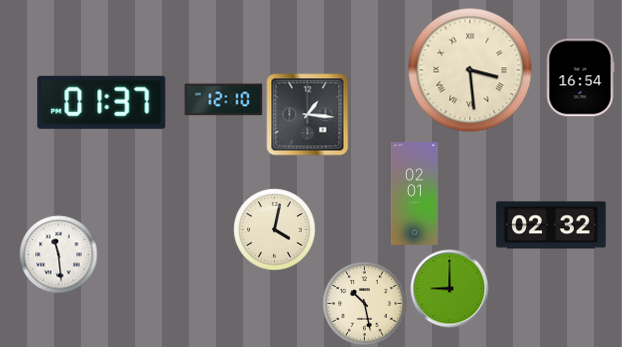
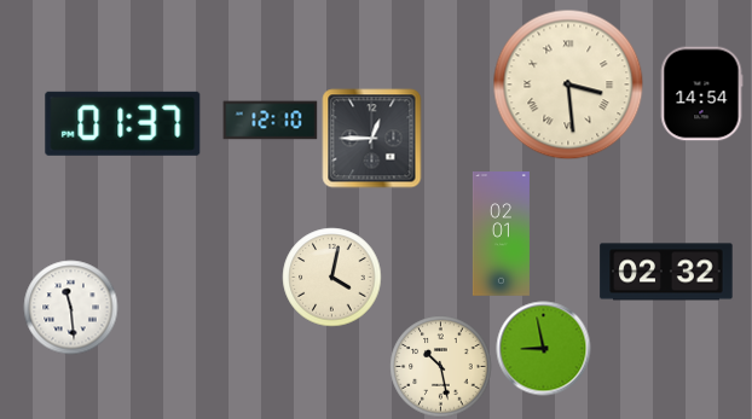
clock at (580, 77): 16:54 -> 14:54
clock at (307, 114): 1:16 -> 12:45
clock at (449, 288): 9:00 -> 8:58
